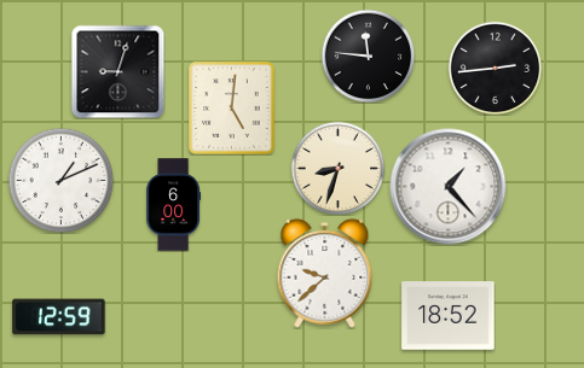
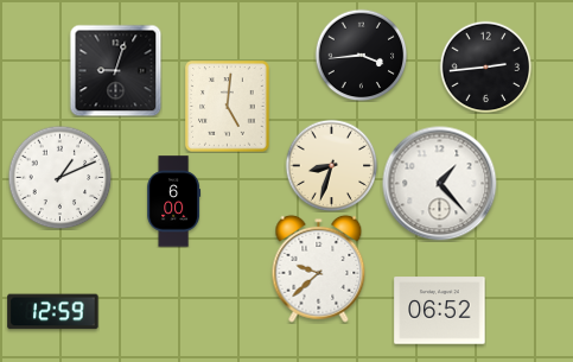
clock at (368, 56): 11:46 -> 3:44
clock at (174, 205) position: (174, 205) -> (174, 202)
clock at (449, 316): 18:52 -> 06:52
clock at (59, 317) position: (59, 317) -> (53, 312)
